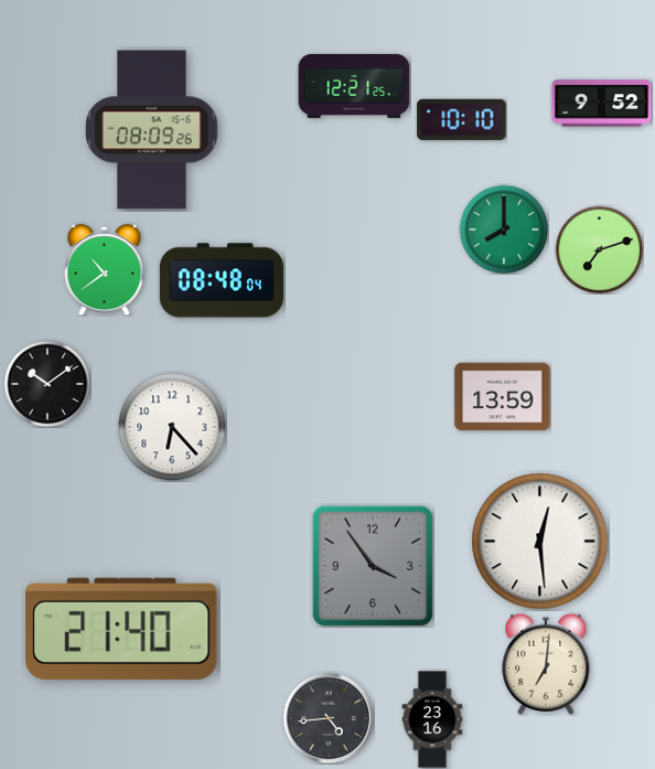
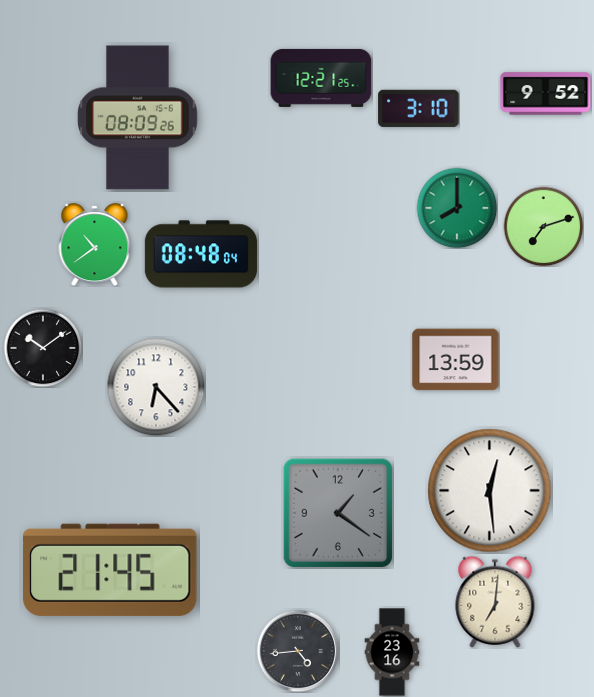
clock at (462, 119): 10:10 -> 3:10
clock at (373, 566): 3:54 -> 1:21
clock at (121, 629): 21:40 -> 21:45
